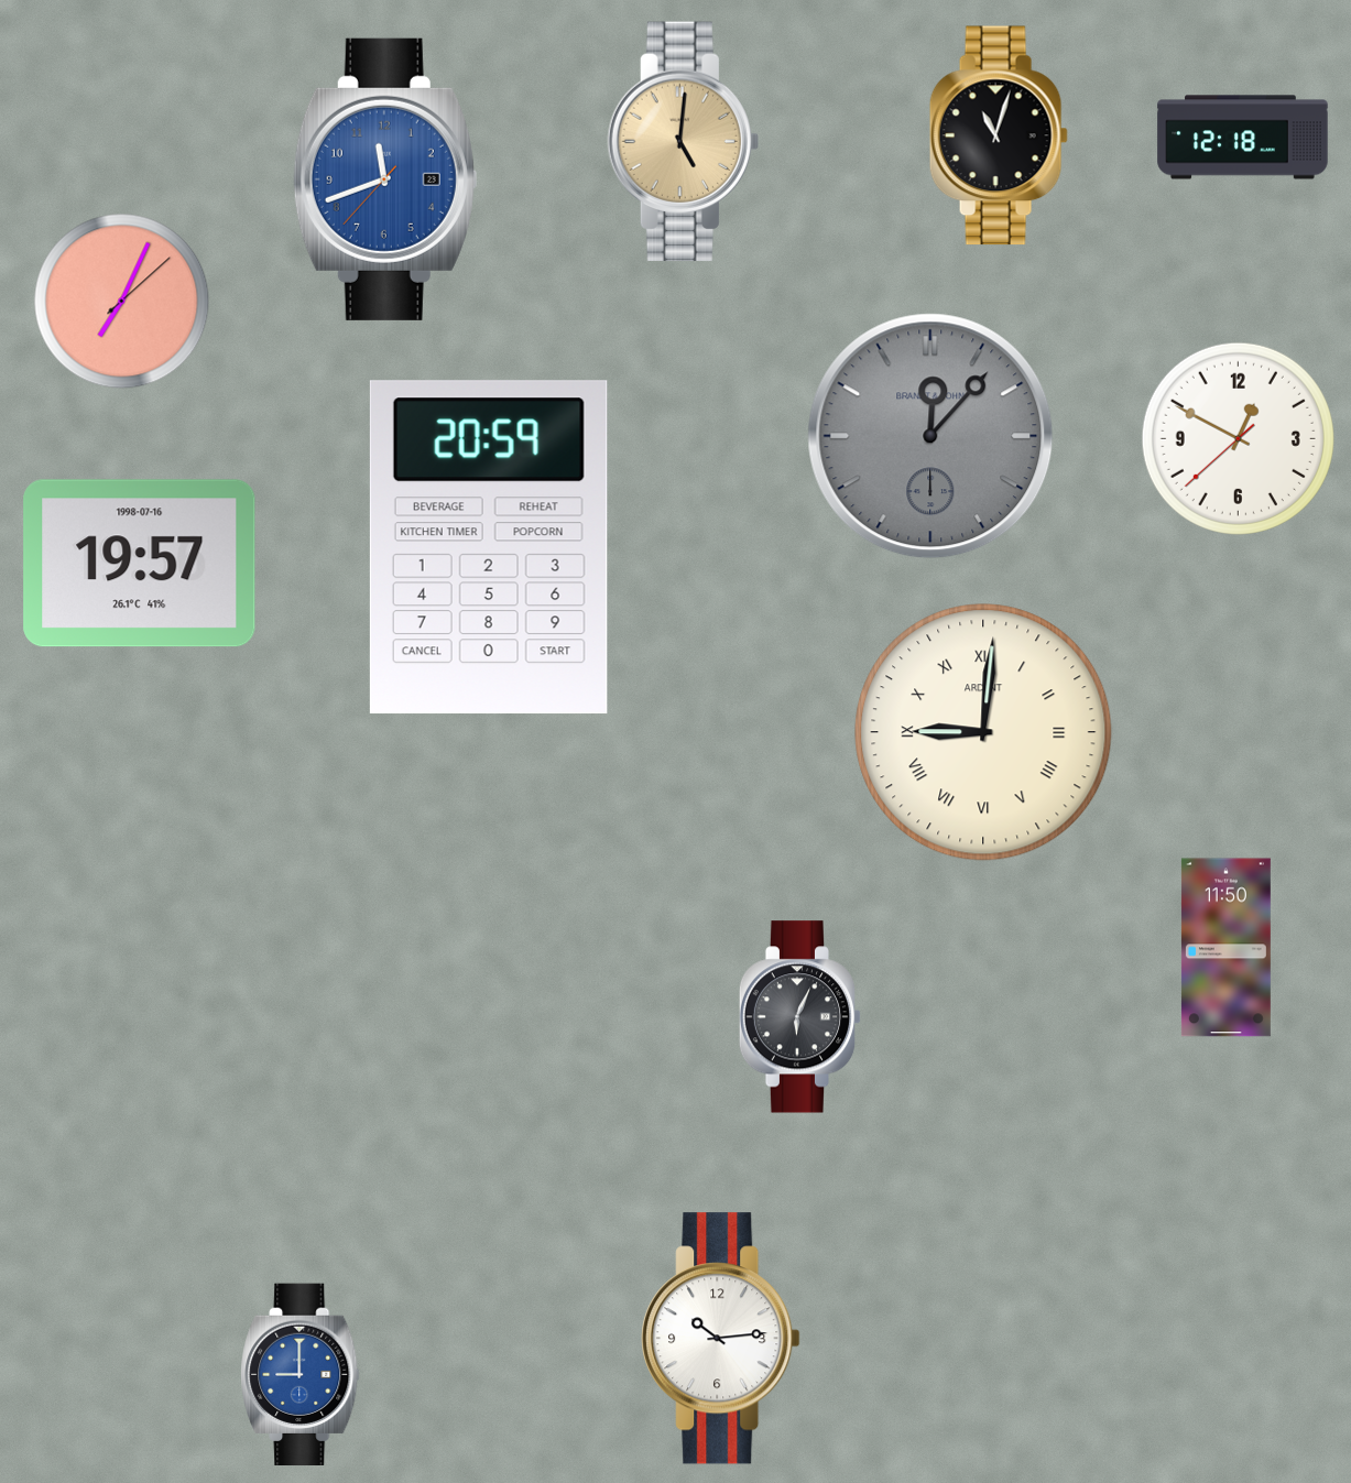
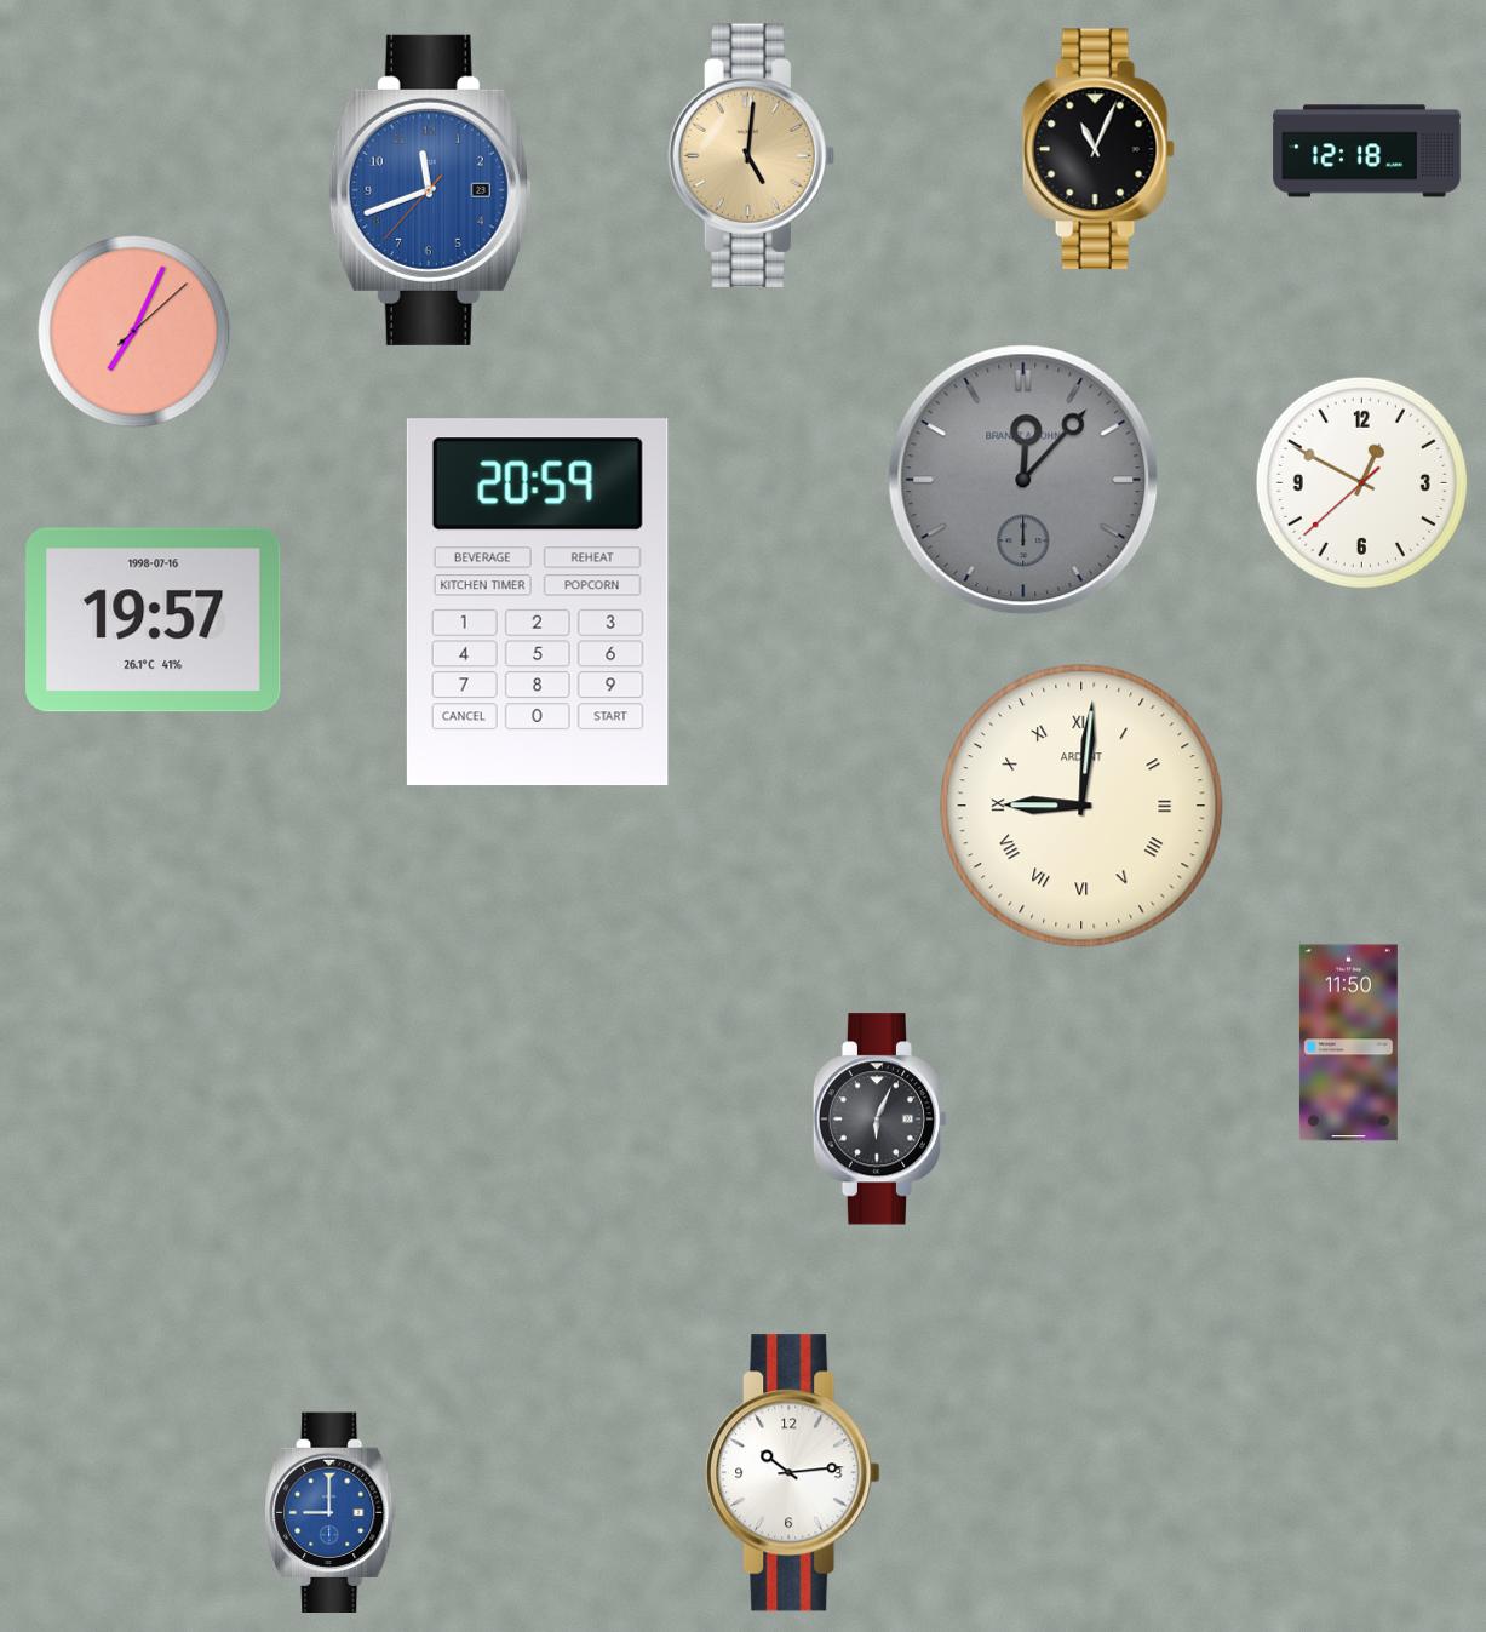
clock at (999, 135): 11:03 -> 11:04
clock at (385, 179) position: (385, 179) -> (430, 190)
